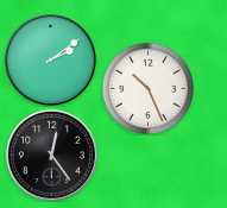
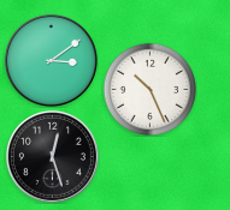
clock at (50, 59): 2:09 -> 3:09
clock at (51, 155): 12:24 -> 12:27
